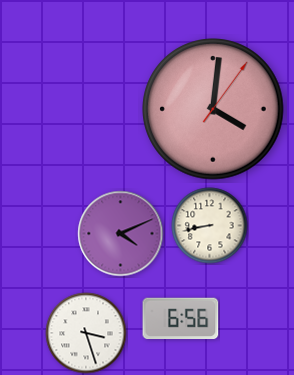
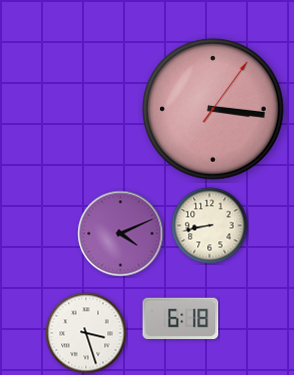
clock at (213, 109): 4:01 -> 3:16
clock at (181, 319): 6:56 -> 6:18
